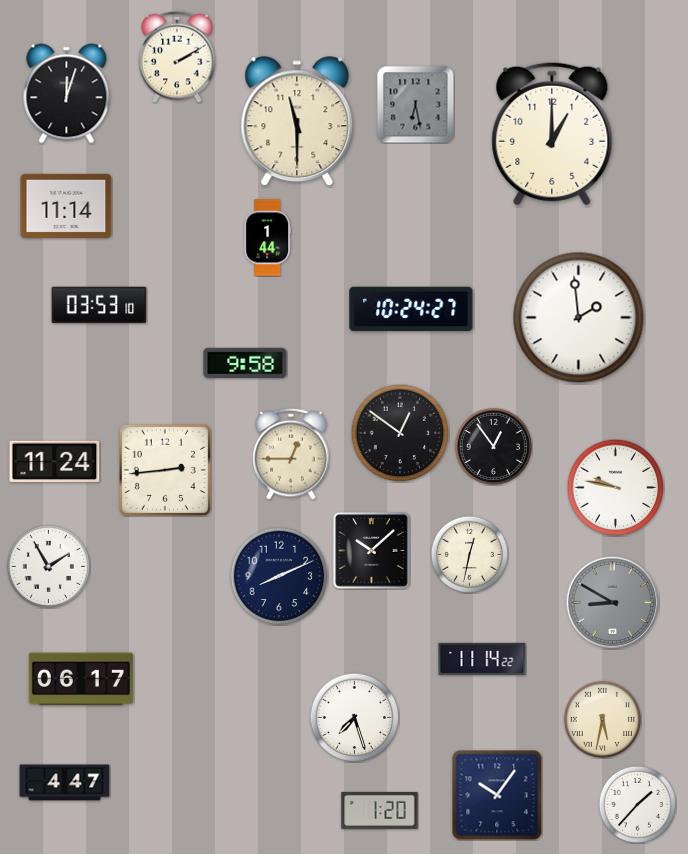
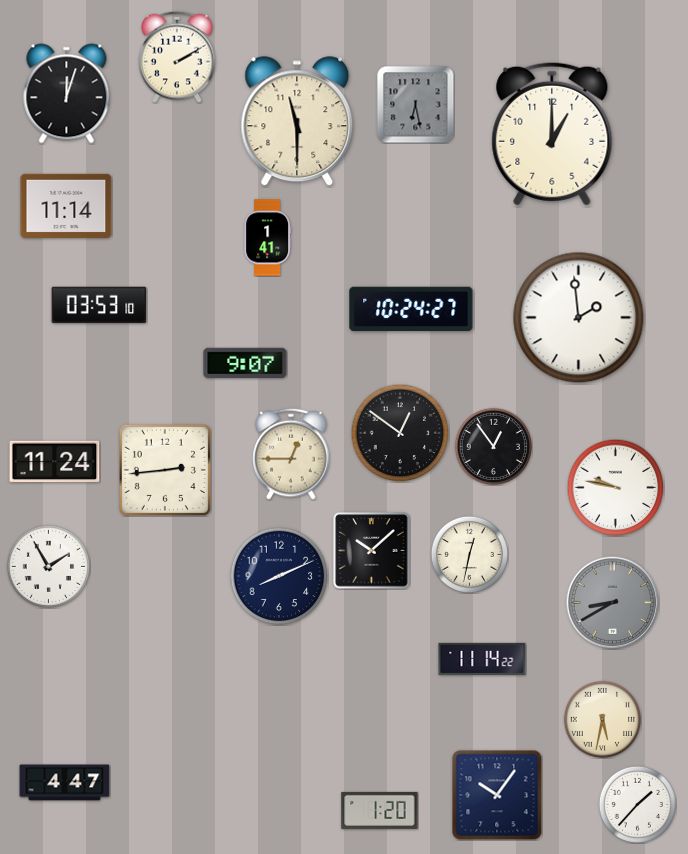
clock at (267, 238): 1:44 -> 1:41
clock at (245, 363): 9:58 -> 9:07
clock at (612, 602): 8:50 -> 8:40
clock at (81, 679): 06:17 -> none
clock at (354, 717): 7:27 -> none
